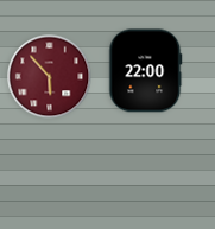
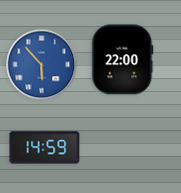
clock at (50, 77) dial: burgundy -> blue
clock at (45, 148): none -> 14:59
